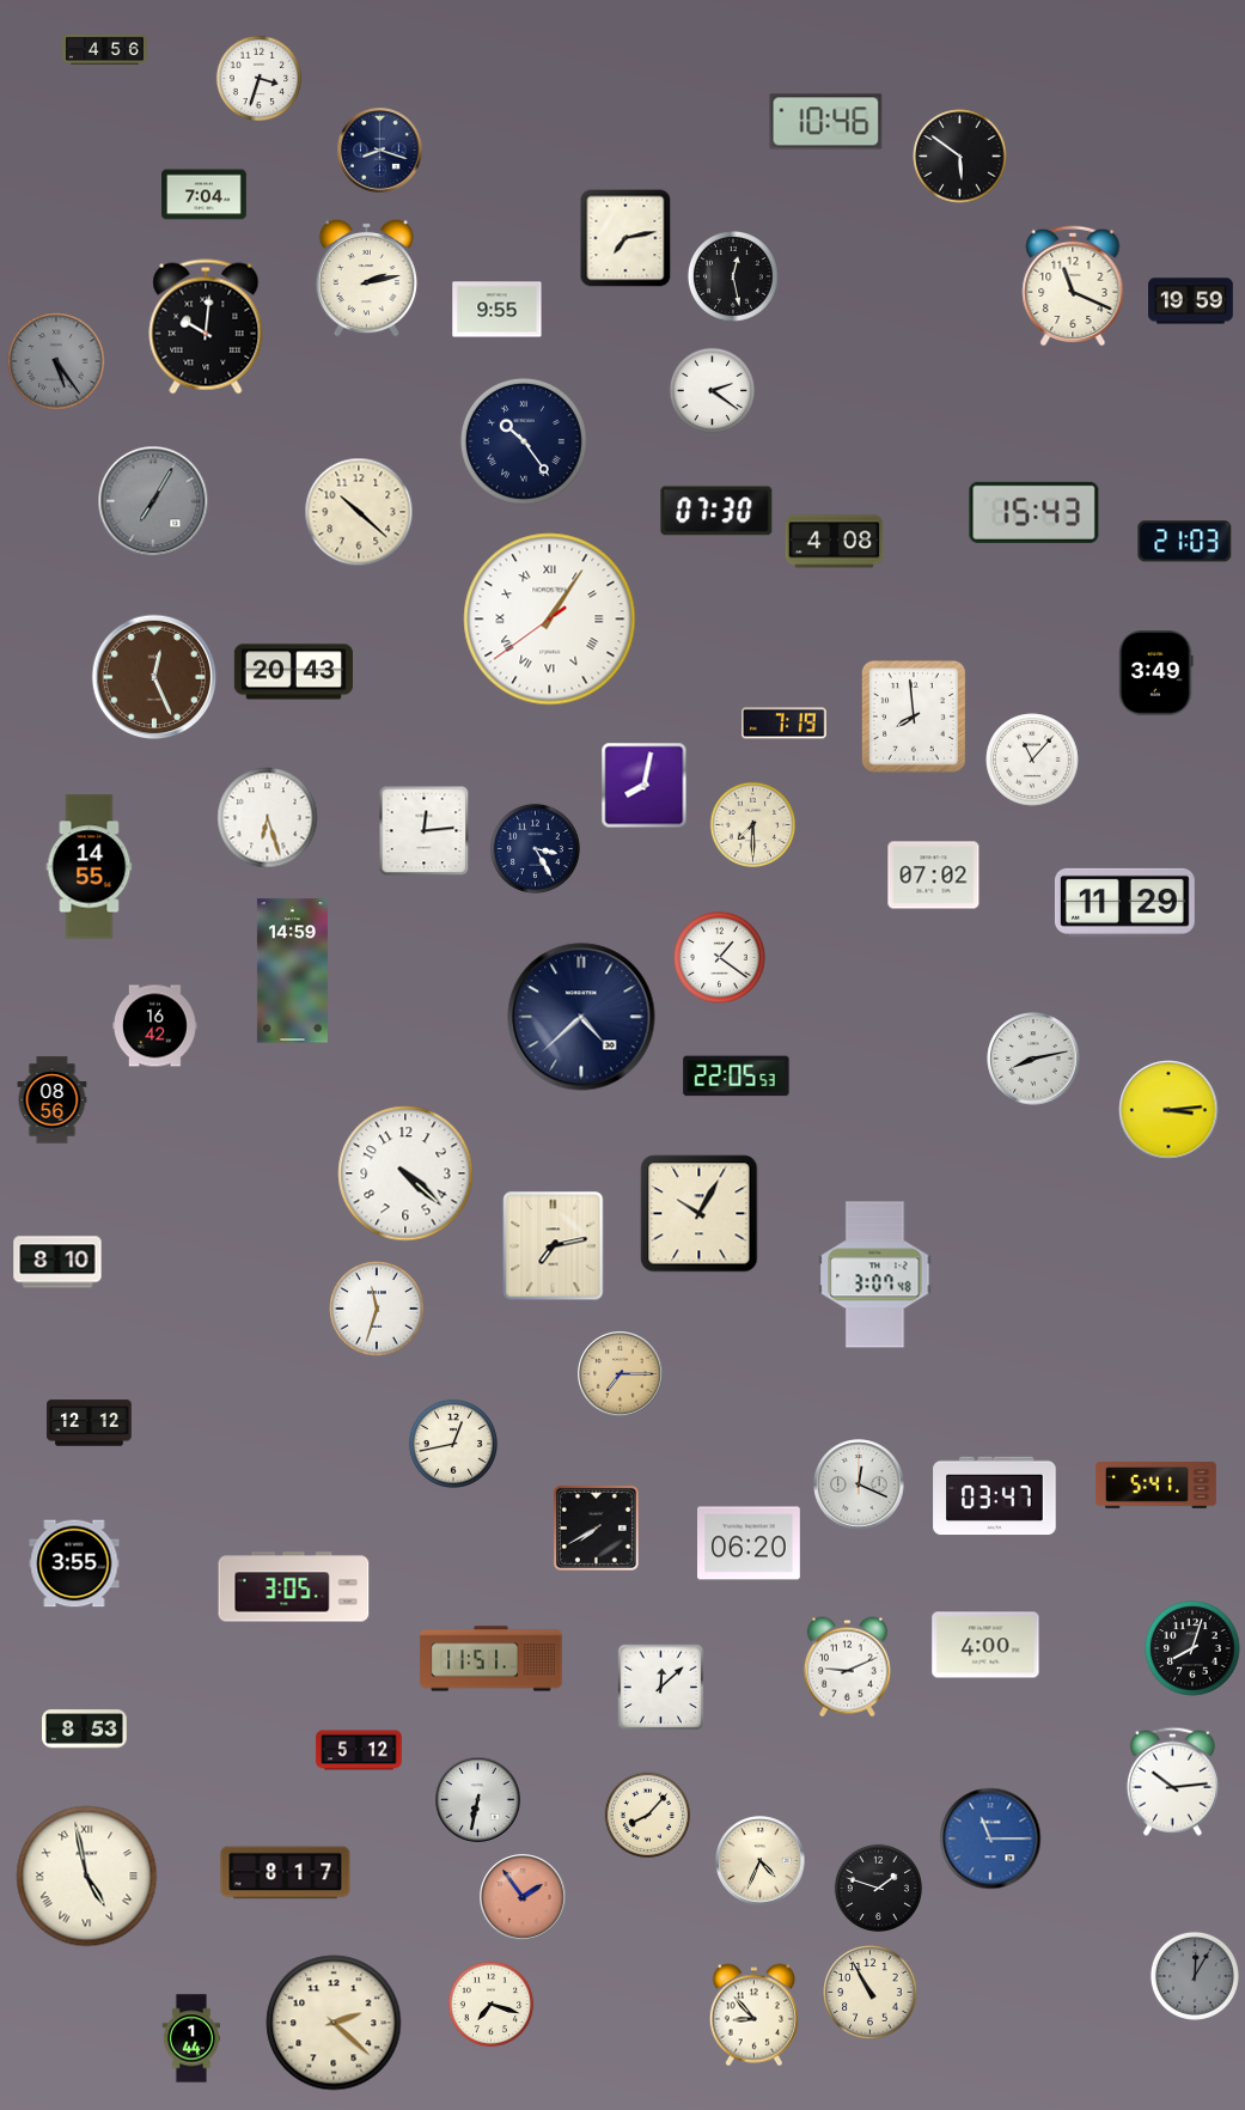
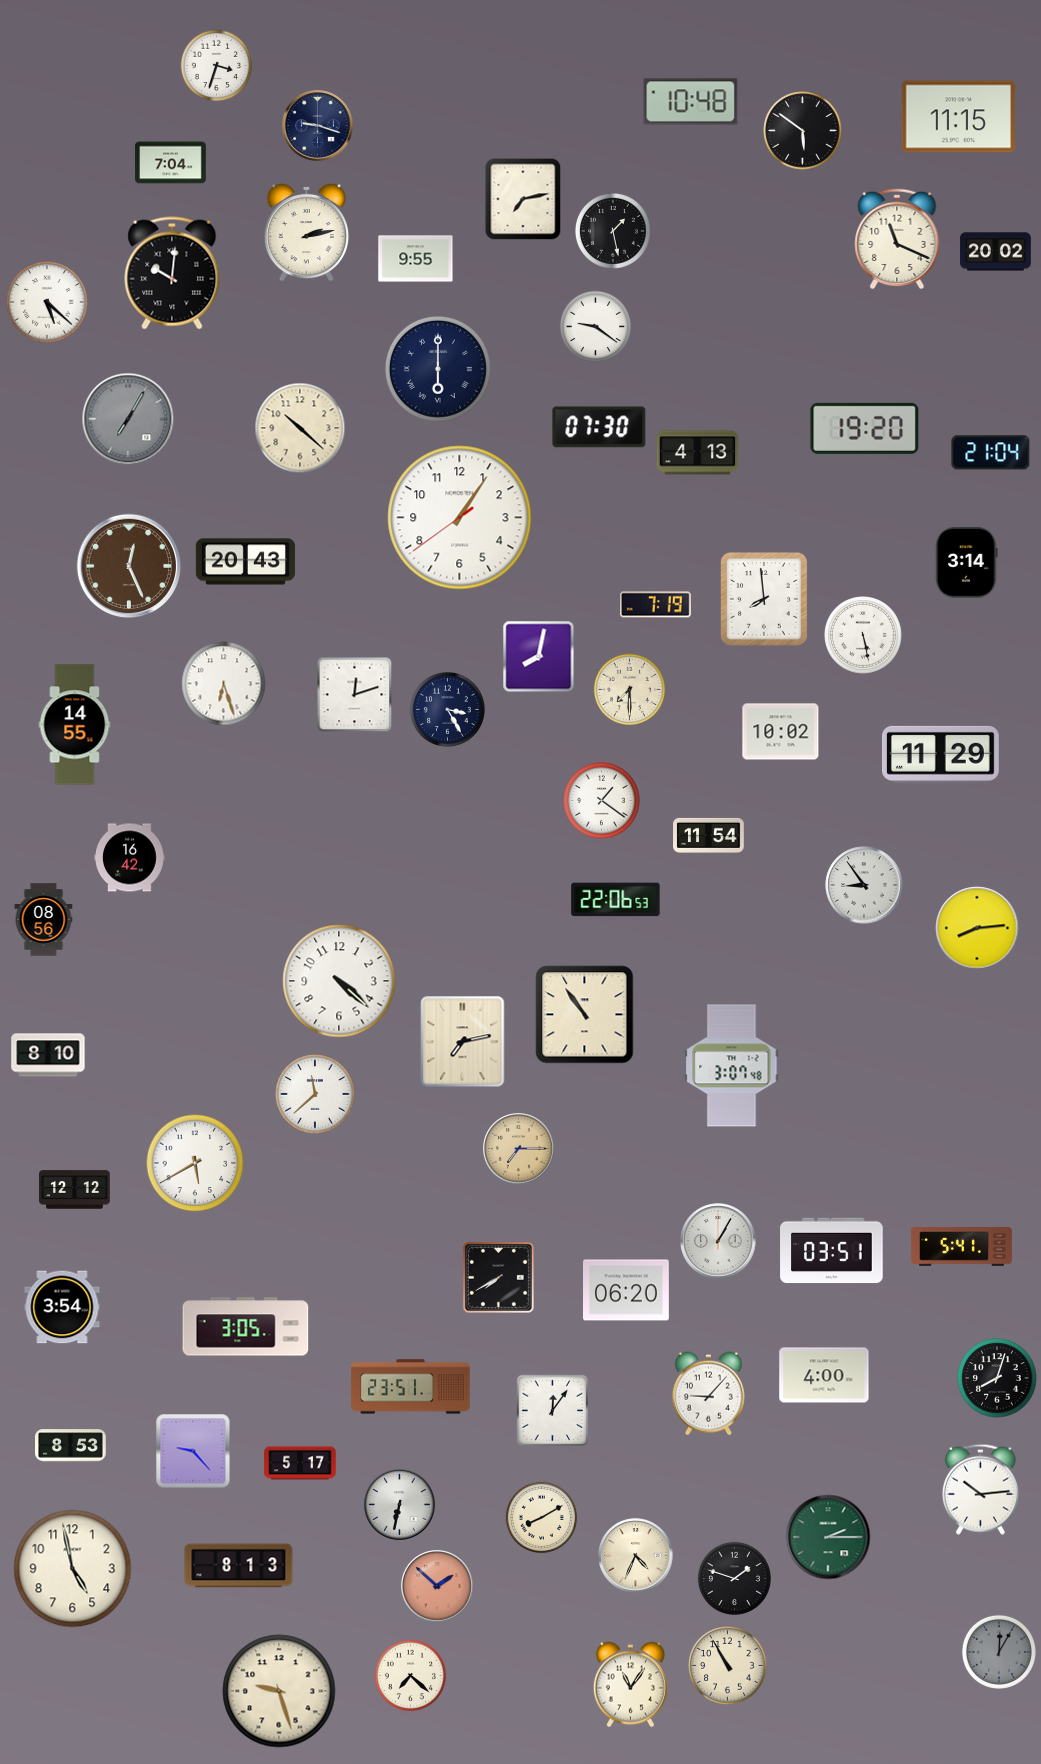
clock at (105, 49): 4:56 -> none
clock at (826, 122): 10:46 -> 10:48
clock at (958, 117): none -> 11:15
clock at (380, 151): 8:18 -> 9:18
clock at (733, 276): 12:28 -> 1:28
clock at (1191, 301): 19:59 -> 20:02
clock at (56, 361): 5:24 -> 5:22
clock at (56, 361) dial: grey -> white
clock at (713, 391): 2:21 -> 9:21
clock at (524, 441): 10:24 -> 6:00
clock at (1035, 512): 15:43 -> 19:20
clock at (835, 542): 4:08 -> 4:13
clock at (1185, 542): 21:03 -> 21:04
clock at (550, 620) numerals: Roman -> Arabic
clock at (1156, 673): 3:49 -> 3:14
clock at (1032, 760): 11:07 -> 5:28
clock at (425, 831): 12:14 -> 12:12
clock at (934, 876): 07:02 -> 10:02
clock at (292, 971): 14:59 -> none
clock at (709, 835): none -> 11:54
clock at (581, 1017): 4:38 -> none
clock at (1033, 1059): 8:13 -> 8:54
clock at (737, 1077): 22:05 -> 22:06
clock at (1168, 1110): 3:14 -> 8:14
clock at (700, 1214): 10:05 -> 10:54
clock at (377, 1309): 11:33 -> 11:38
clock at (195, 1163): none -> 5:40
clock at (453, 1444): 12:43 -> none
clock at (859, 1484): 12:19 -> 1:05
clock at (1156, 1486) position: (1156, 1486) -> (962, 1247)
clock at (995, 1496): 03:47 -> 03:51
clock at (74, 1563): 3:55 -> 3:54
clock at (492, 1659): 11:51 -> 23:51
clock at (847, 1667): 9:11 -> 9:07
clock at (661, 1688): 12:08 -> 12:06
clock at (193, 1451): none -> 9:23
clock at (359, 1750): 5:12 -> 5:17
clock at (648, 1816): 8:07 -> 8:10
clock at (990, 1838): 11:15 -> 2:15
clock at (990, 1838) dial: blue -> green
clock at (286, 1873): 8:17 -> 8:13
clock at (87, 1877) numerals: Roman -> Arabic
clock at (523, 1897): 1:54 -> 1:52
clock at (492, 2005): 7:18 -> 7:22
clock at (753, 2016): 8:53 -> 11:06
clock at (334, 2023): 2:22 -> 9:27
clock at (190, 2038): 1:44 -> none
